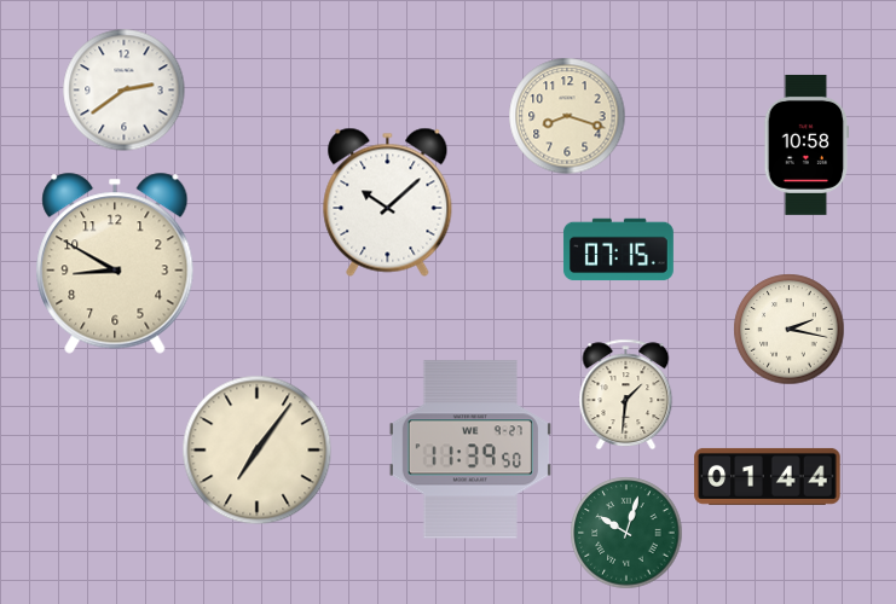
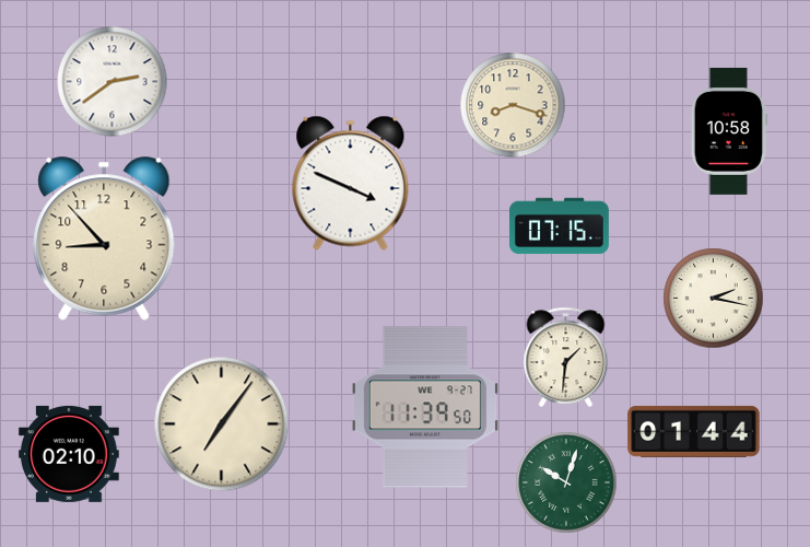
clock at (388, 202): 10:08 -> 3:49
clock at (115, 263): 8:50 -> 8:53
clock at (258, 451) position: (258, 451) -> (222, 424)
clock at (69, 454): none -> 02:10
